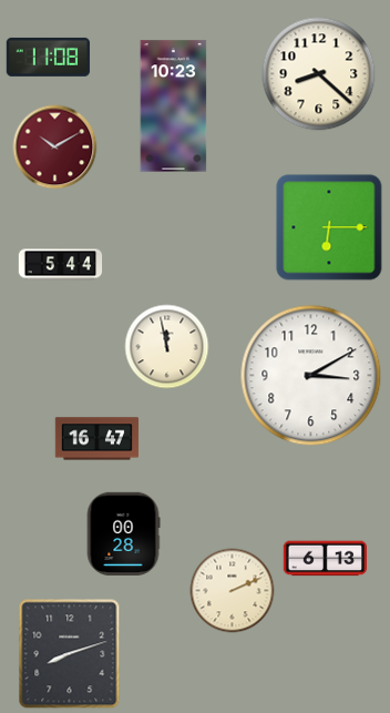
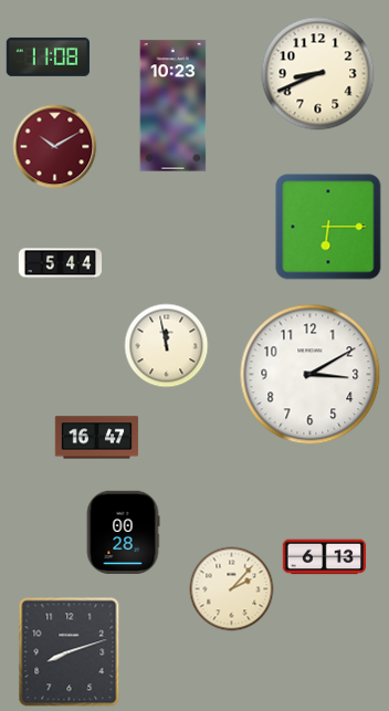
clock at (319, 74): 8:22 -> 8:41
clock at (233, 591): 2:11 -> 2:07
